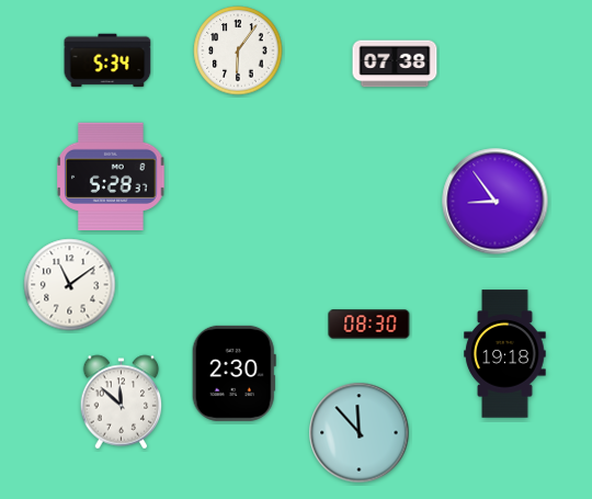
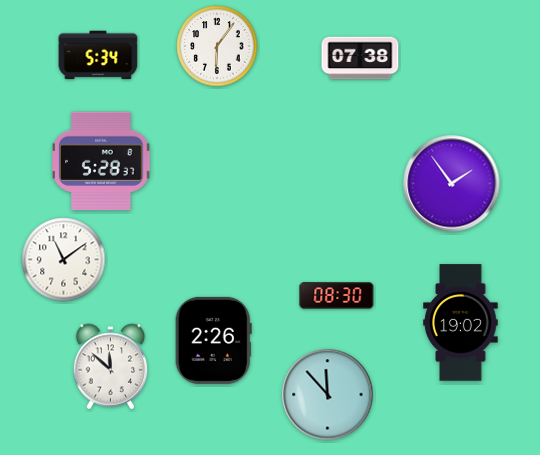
clock at (496, 202): 8:54 -> 1:54
clock at (505, 354): 19:18 -> 19:02
clock at (234, 373): 2:30 -> 2:26
